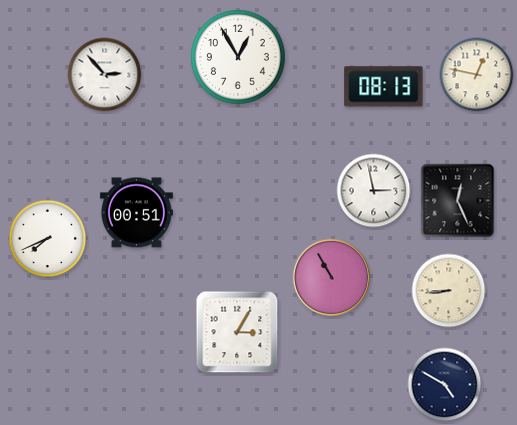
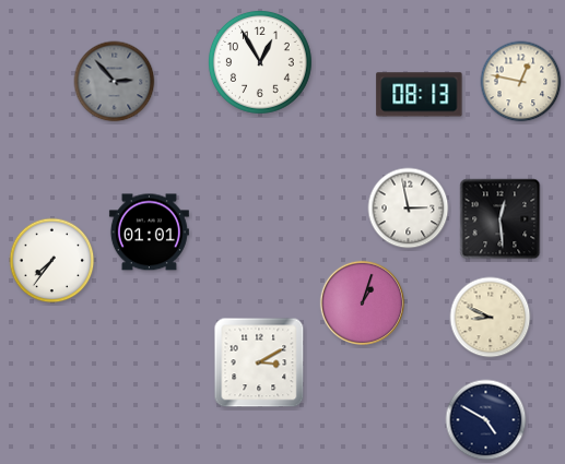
clock at (105, 75) dial: white -> grey
clock at (458, 201): 12:26 -> 12:29
clock at (136, 213): 00:51 -> 01:01
clock at (48, 239): 7:41 -> 7:36
clock at (331, 277): 10:55 -> 1:03
clock at (449, 291): 8:44 -> 8:49
clock at (237, 332): 3:05 -> 3:10
